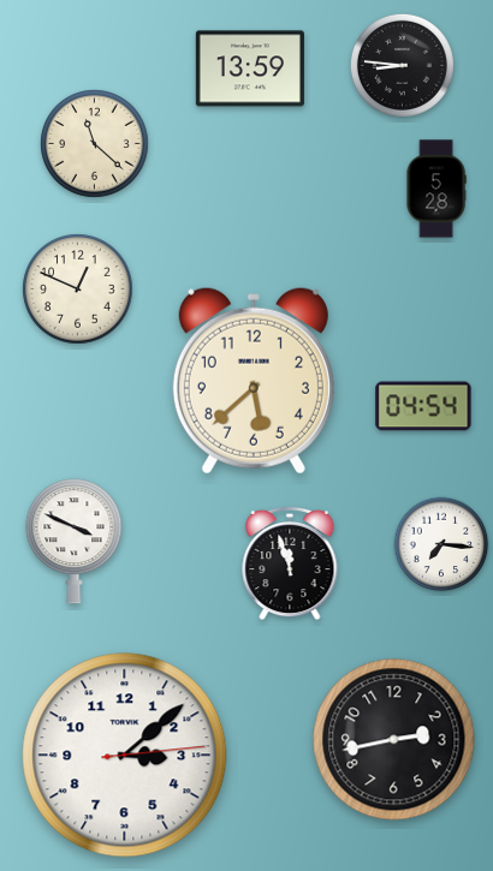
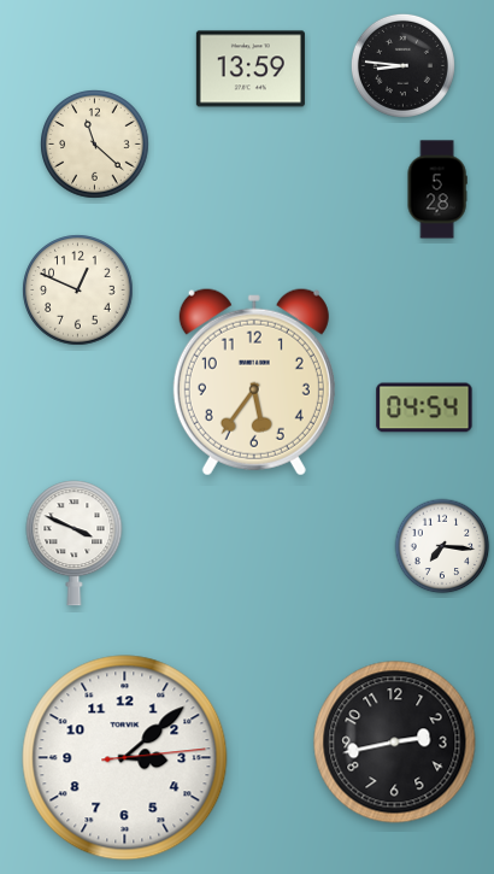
clock at (254, 381): 5:38 -> 5:36
clock at (290, 563): 11:57 -> none
